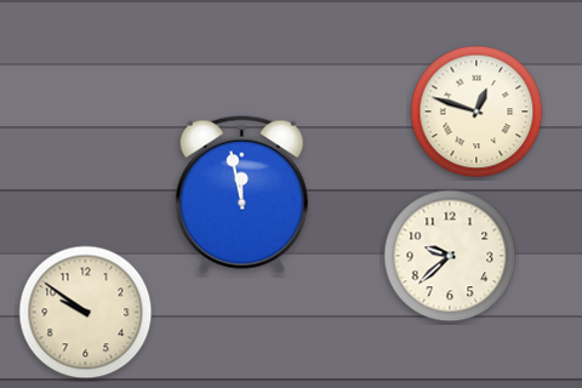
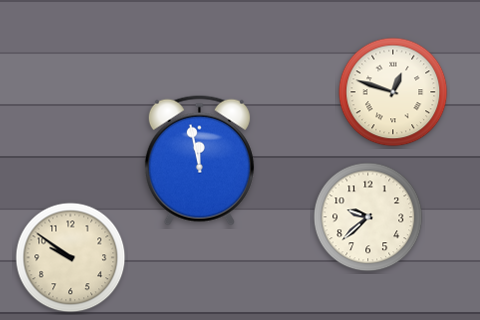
clock at (450, 256) position: (450, 256) -> (368, 217)
